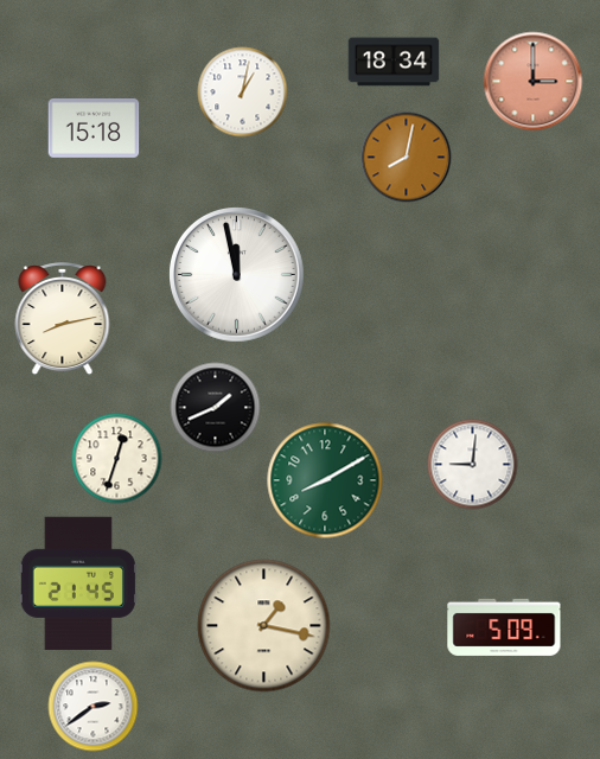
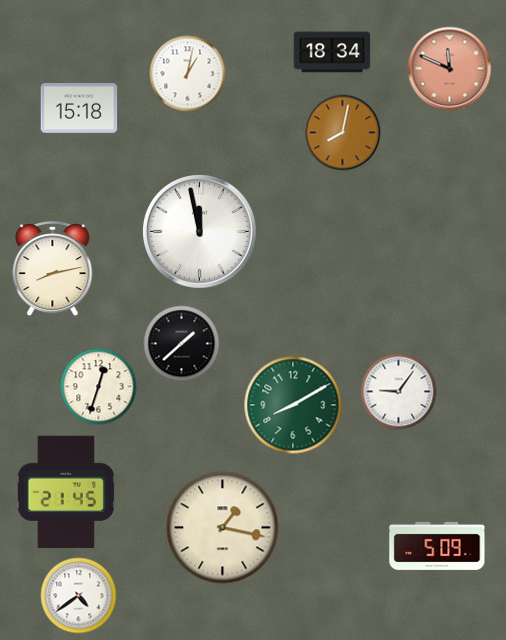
clock at (534, 82): 3:00 -> 11:49
clock at (243, 93) position: (243, 93) -> (188, 74)
clock at (216, 408): 1:41 -> 1:38
clock at (473, 465): 9:01 -> 9:06
clock at (325, 480) position: (325, 480) -> (293, 405)
clock at (504, 627) position: (504, 627) -> (437, 546)
clock at (94, 707): 2:39 -> 4:39
